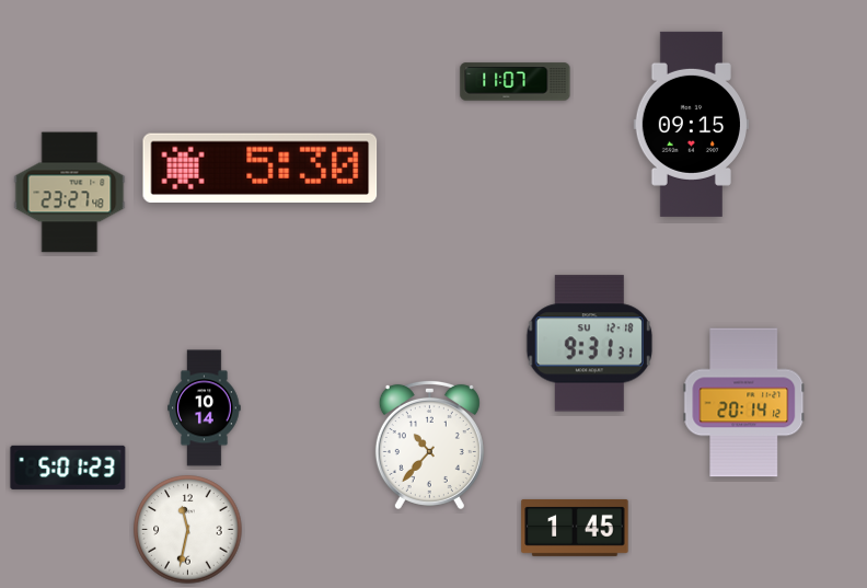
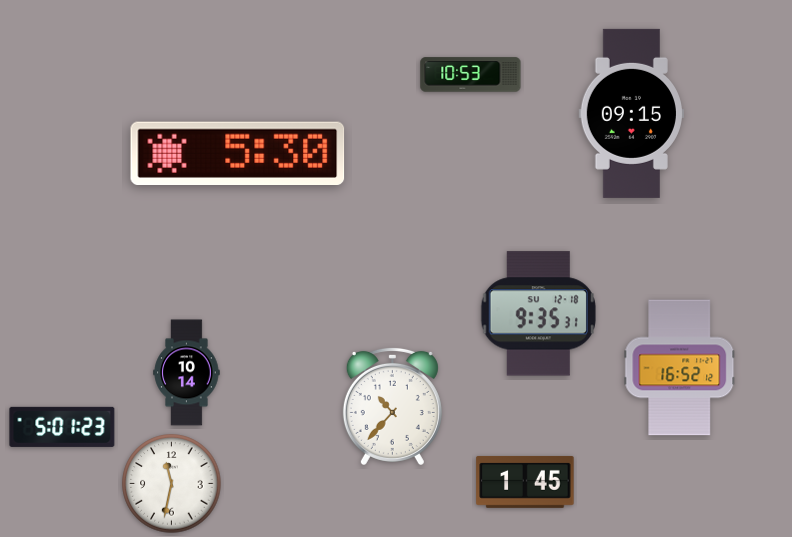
clock at (516, 82): 11:07 -> 10:53
clock at (70, 193): 23:27 -> none
clock at (589, 344): 9:31 -> 9:35
clock at (744, 403): 20:14 -> 16:52
